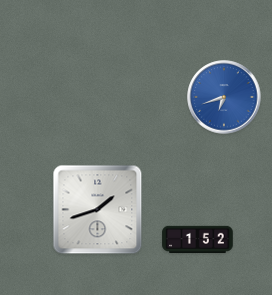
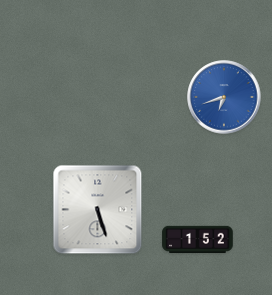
clock at (98, 210): 1:42 -> 5:27
